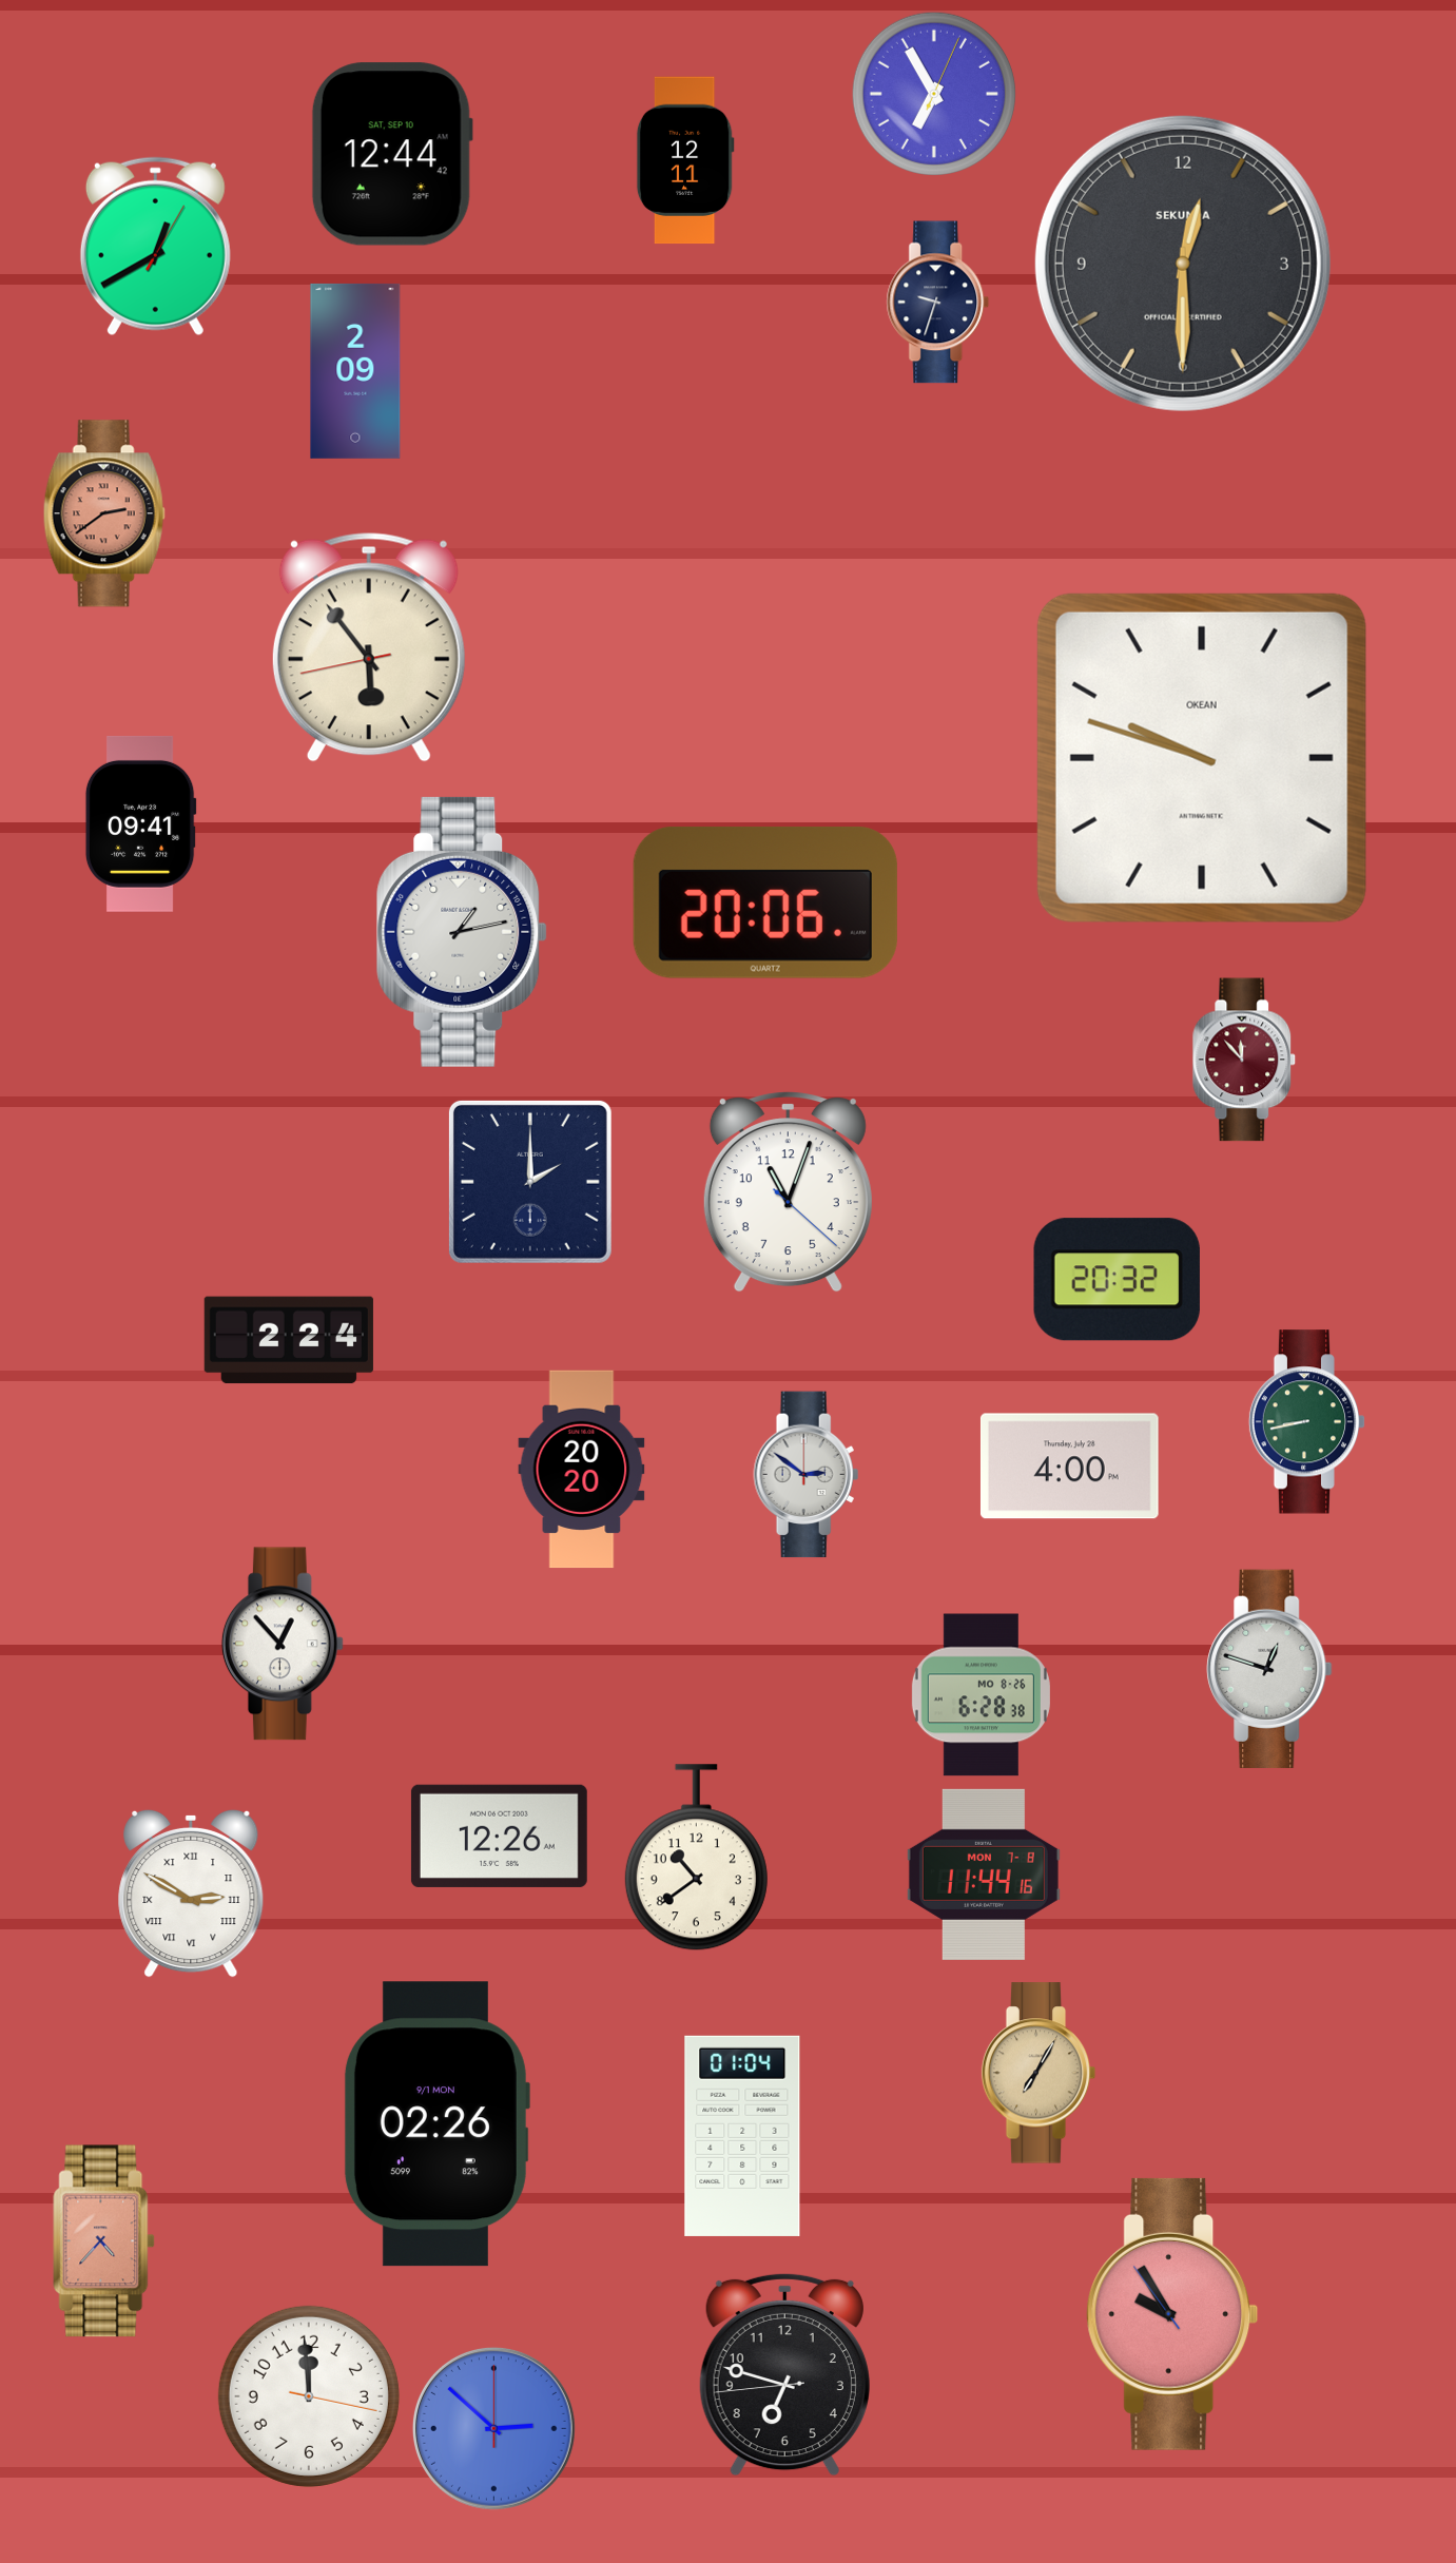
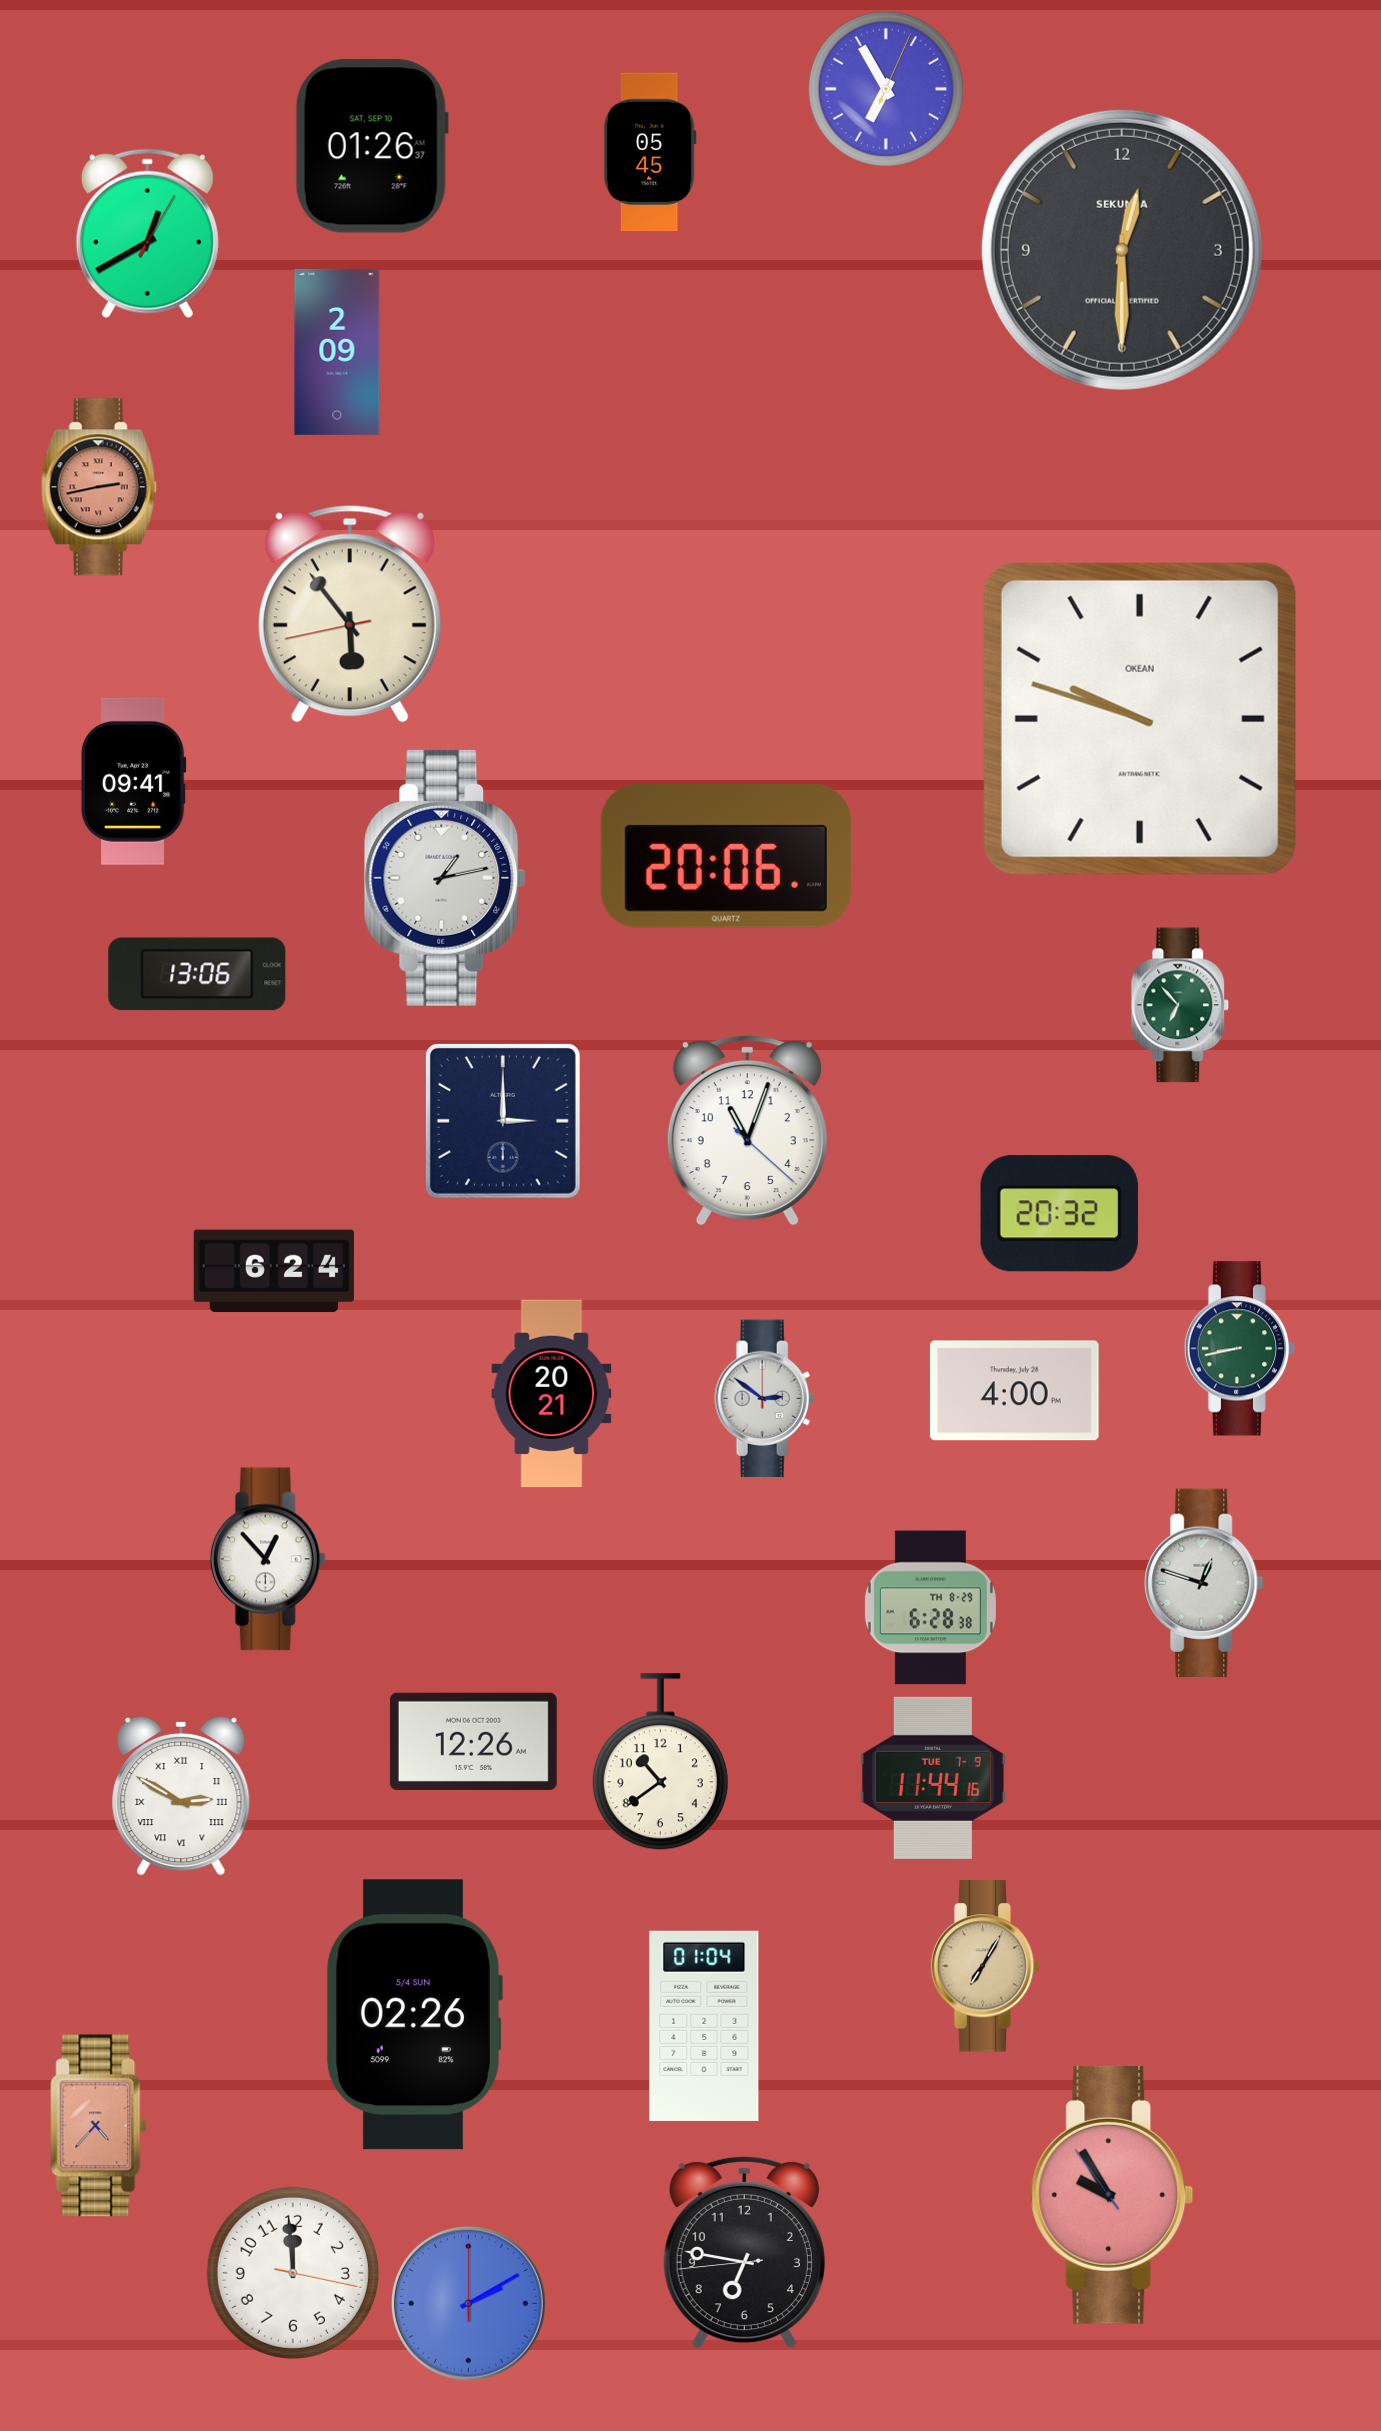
clock at (392, 154): 12:44 -> 01:26
clock at (685, 160): 12:11 -> 05:45
clock at (938, 303): 9:33 -> none
clock at (104, 513): 2:39 -> 2:43
clock at (462, 932) position: (462, 932) -> (445, 878)
clock at (197, 974): none -> 13:06
clock at (1244, 1060): 11:53 -> 6:53
clock at (1244, 1060) dial: burgundy -> green
clock at (530, 1182): 2:00 -> 3:00
clock at (289, 1340): 2:24 -> 6:24
clock at (582, 1470): 20:20 -> 20:21
clock at (981, 1695) date: MO 8-26 -> TH 8-29
clock at (984, 1875) date: MON 7-8 -> TUE 7-9
clock at (436, 2124) date: 9/1 MON -> 5/4 SUN
clock at (784, 2374): 6:47 -> 6:46
clock at (494, 2429): 2:52 -> 2:10
